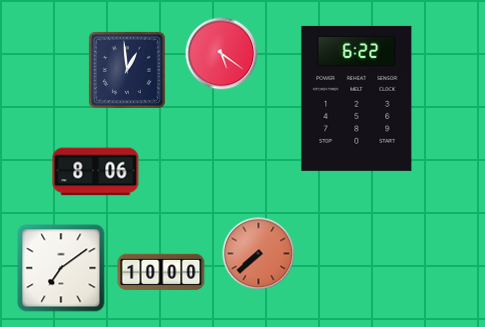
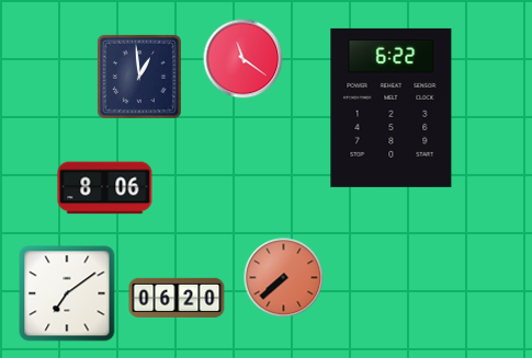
clock at (222, 54): 5:21 -> 11:21
clock at (161, 272): 10:00 -> 06:20
